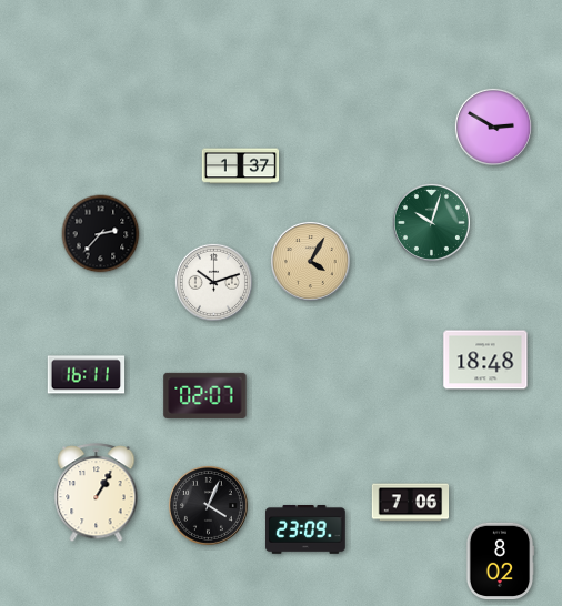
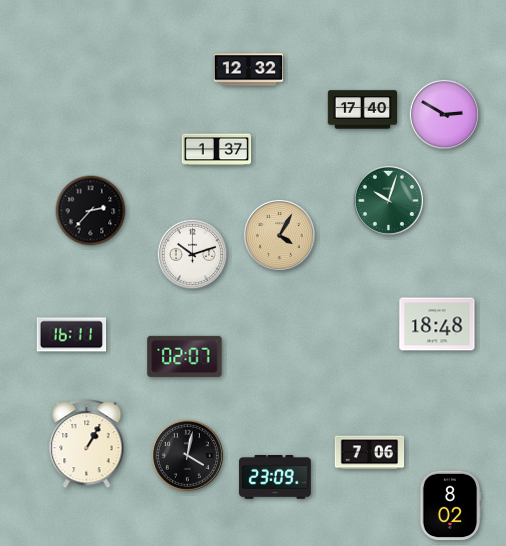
clock at (249, 70): none -> 12:32
clock at (363, 110): none -> 17:40
clock at (87, 375) position: (87, 375) -> (72, 335)
clock at (208, 505): 4:04 -> 4:02
